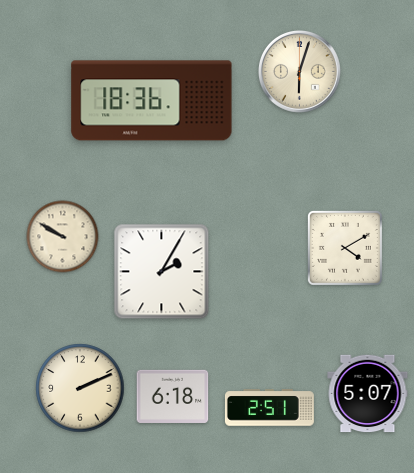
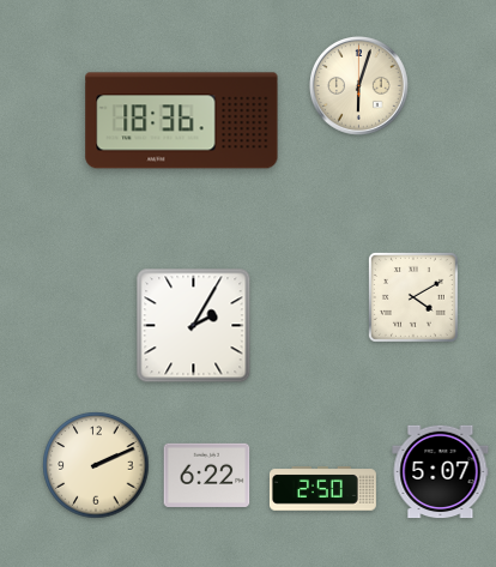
clock at (63, 237): 9:50 -> none
clock at (173, 396): 6:18 -> 6:22
clock at (269, 408): 2:51 -> 2:50
